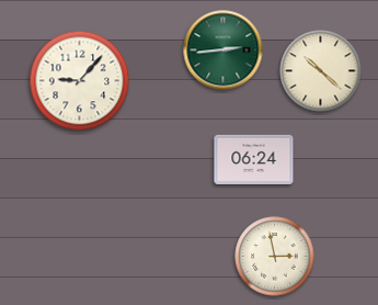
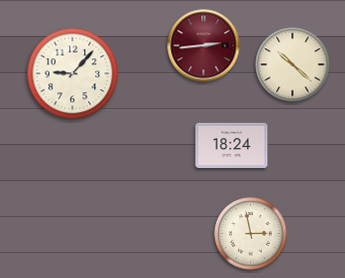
clock at (224, 50) dial: green -> burgundy
clock at (254, 159): 06:24 -> 18:24
